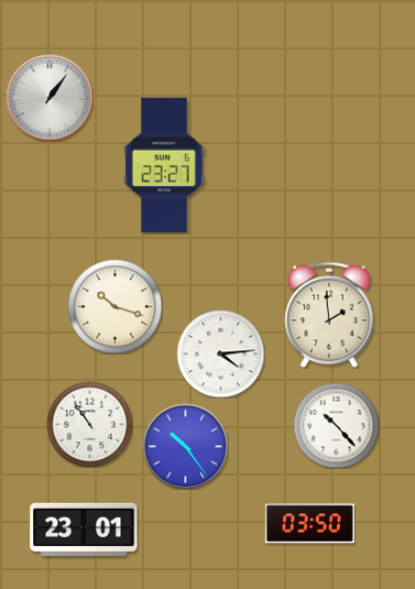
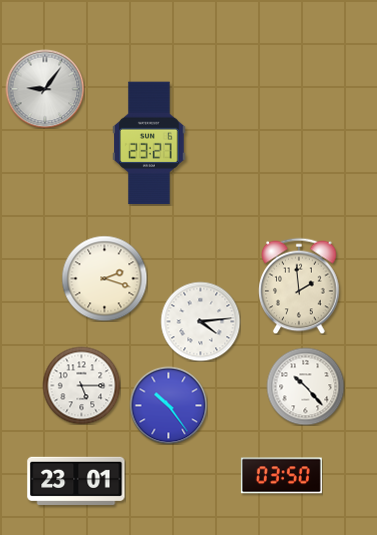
clock at (50, 98): 1:06 -> 9:06
clock at (164, 165) position: (164, 165) -> (149, 143)
clock at (114, 306): 10:18 -> 2:18
clock at (89, 424): 10:54 -> 5:15
